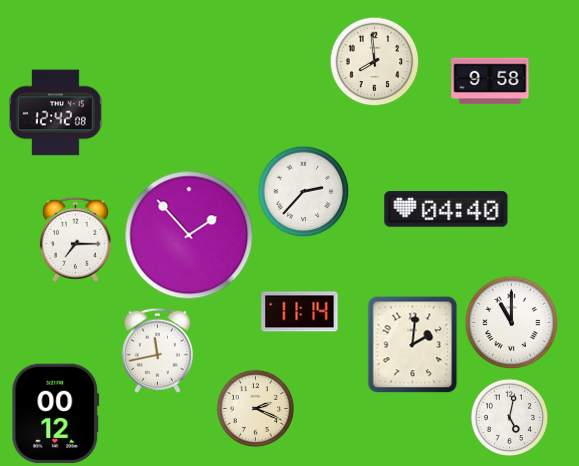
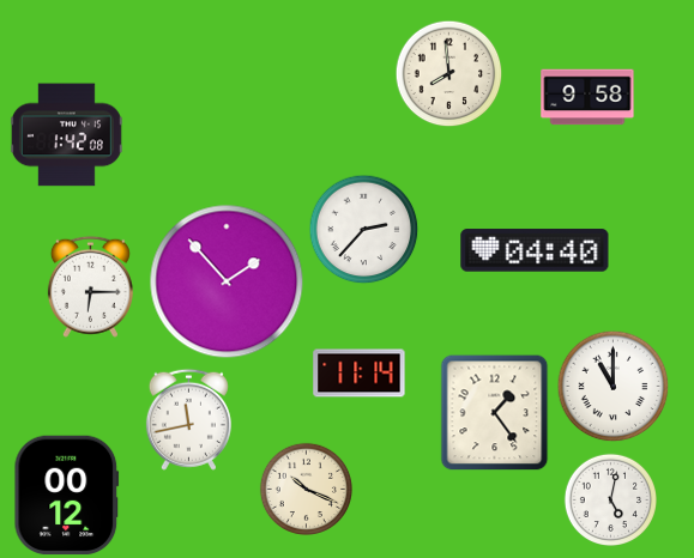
clock at (55, 113): 12:42 -> 1:42
clock at (75, 239): 7:15 -> 6:15
clock at (413, 345): 2:01 -> 1:24
clock at (255, 408): 2:19 -> 10:19
